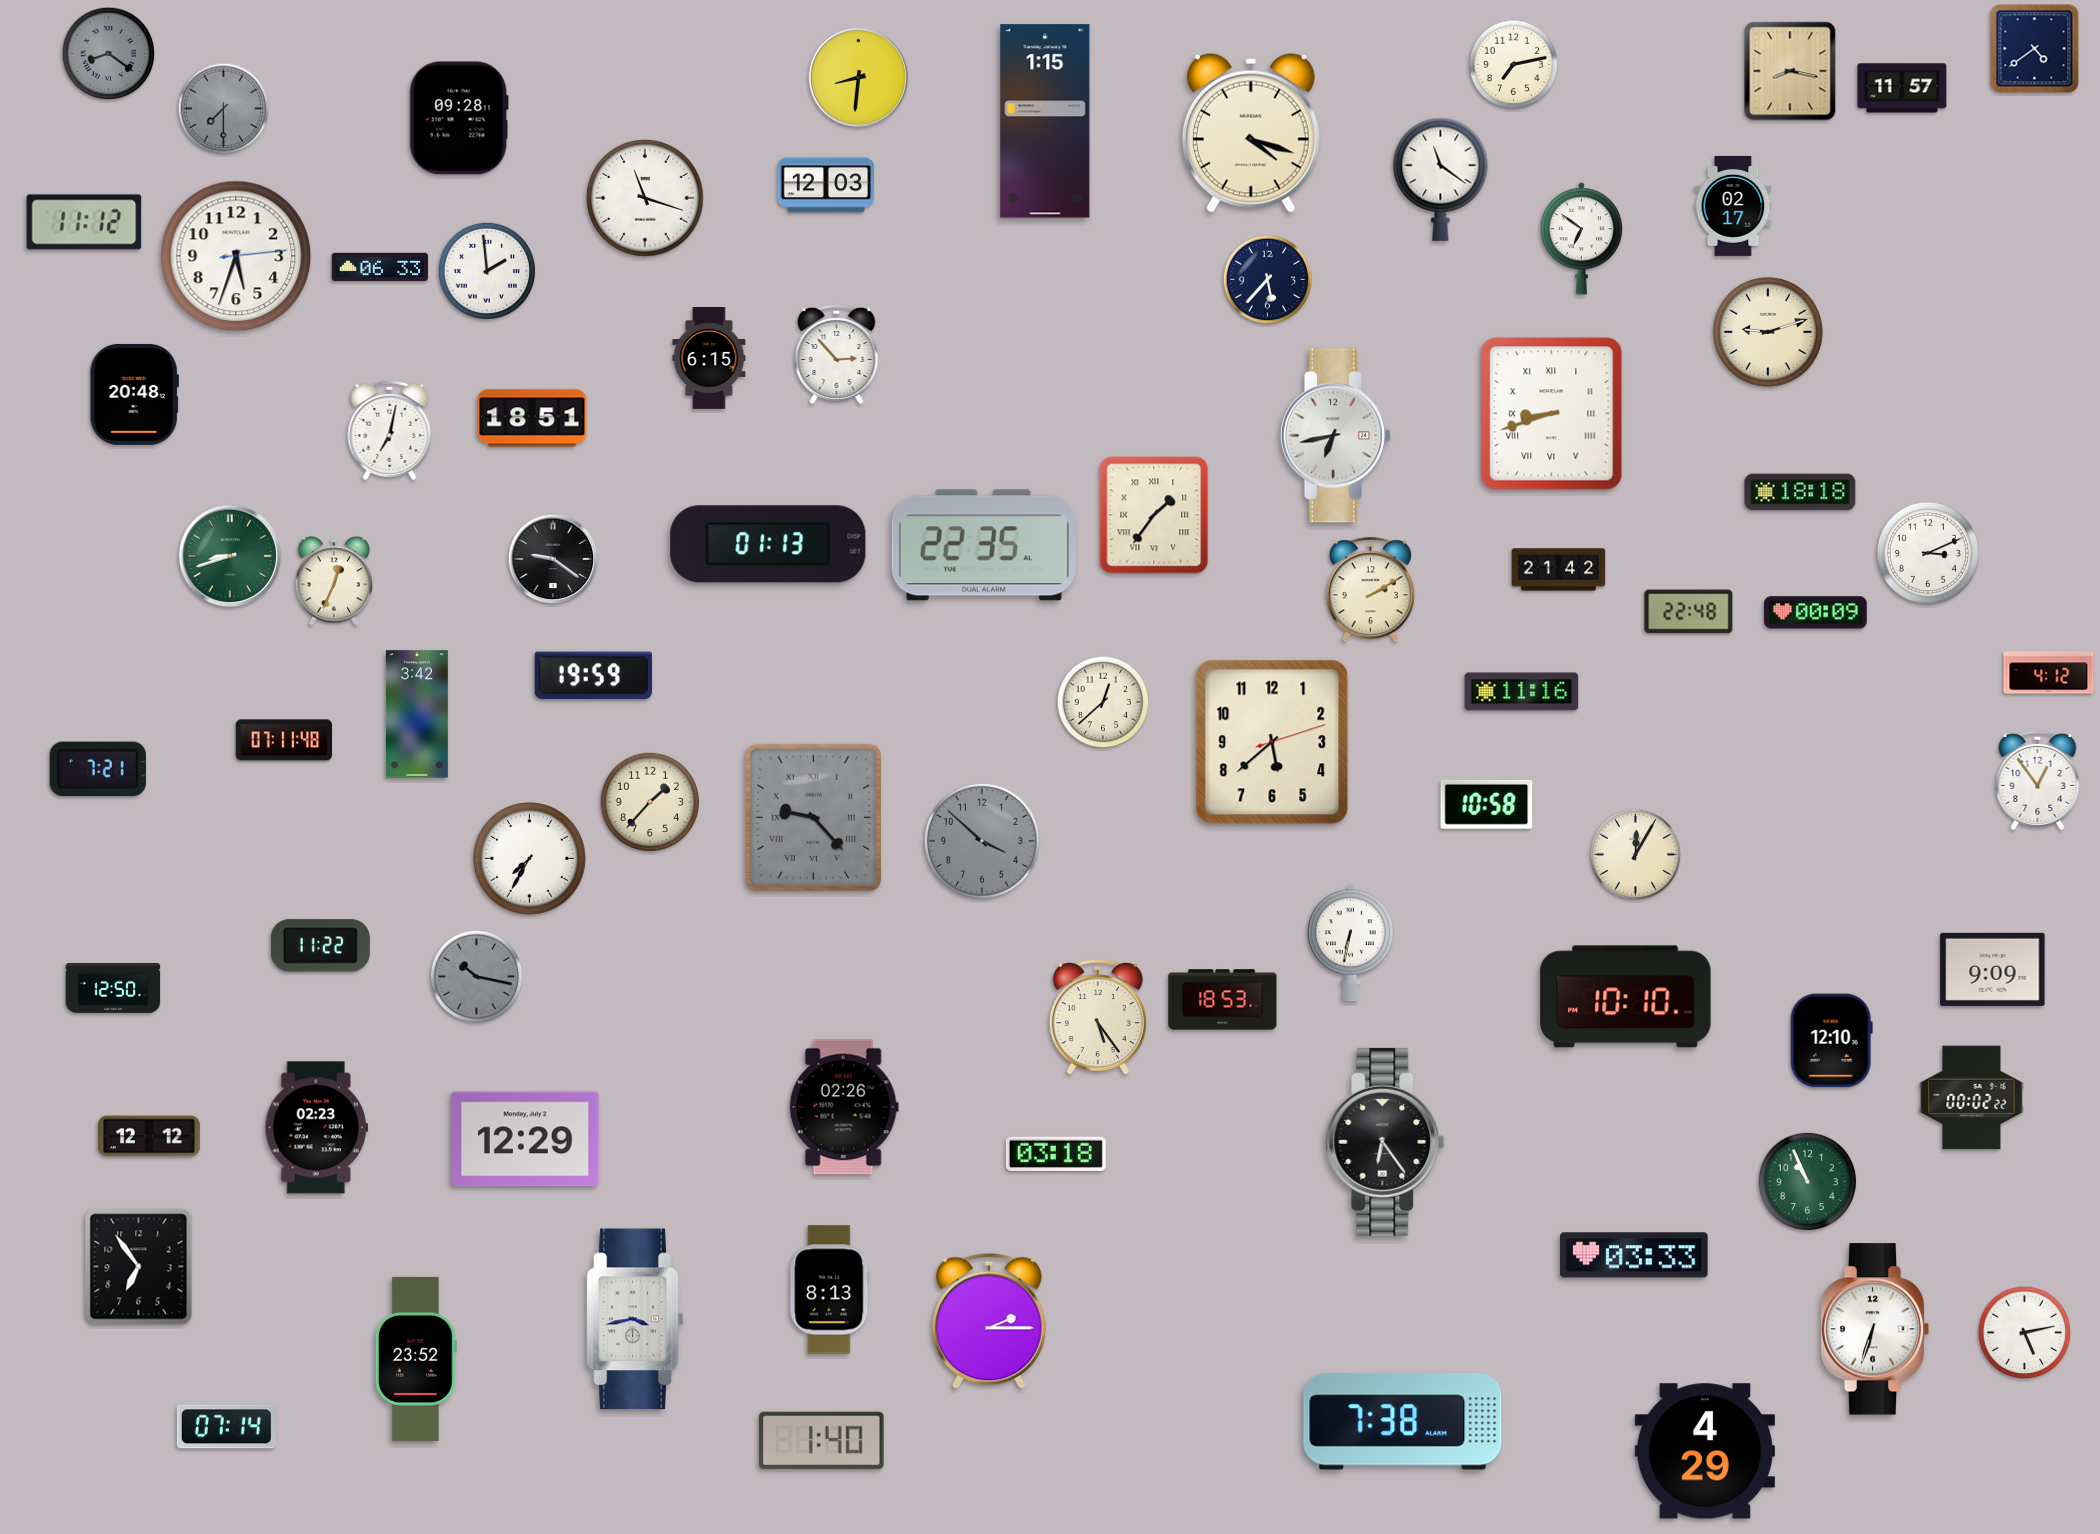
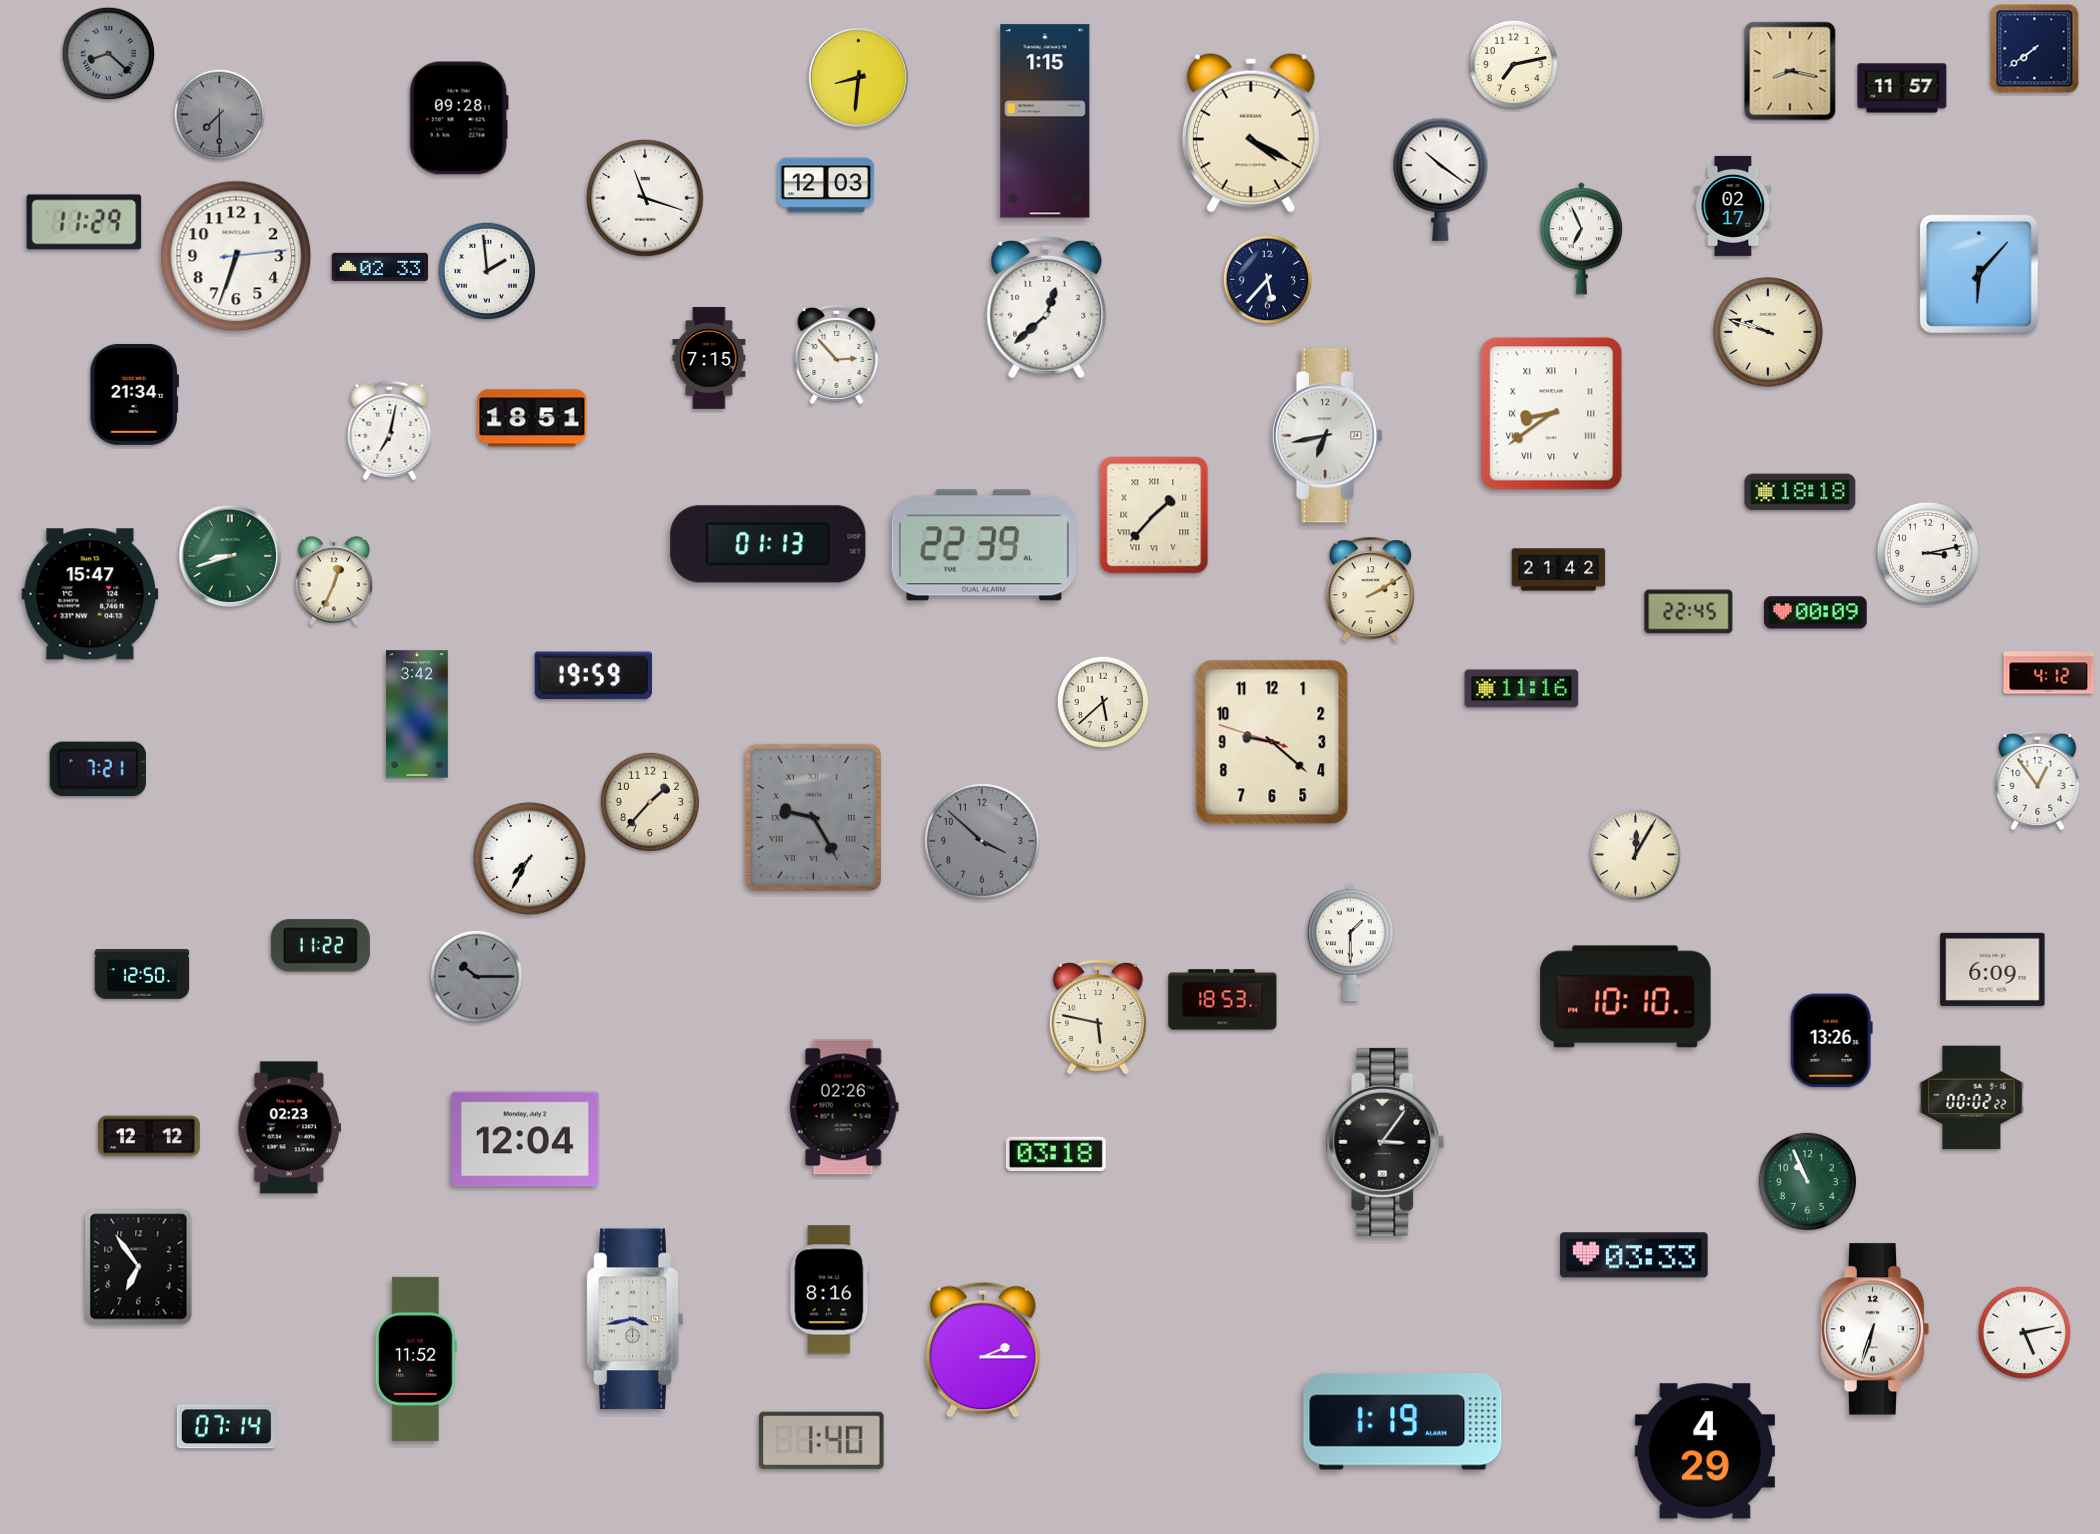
clock at (2035, 49): 4:39 -> 7:39
clock at (109, 54): 8:21 -> 8:22
clock at (224, 109) position: (224, 109) -> (220, 115)
clock at (1251, 133): 4:18 -> 4:20
clock at (1441, 179): 11:21 -> 10:21
clock at (84, 222): 11:12 -> 11:29
clock at (1581, 239): 6:51 -> 6:56
clock at (236, 256): 5:33 -> 6:33
clock at (380, 267): 06:33 -> 02:33
clock at (1979, 274): none -> 6:07
clock at (1047, 307): none -> 12:38
clock at (1768, 332): 9:12 -> 9:48
clock at (709, 358): 6:15 -> 7:15
clock at (134, 394): 20:48 -> 21:34
clock at (1552, 414): 8:42 -> 8:39
clock at (1335, 436) position: (1335, 436) -> (1327, 436)
clock at (1154, 515): 1:36 -> 1:37
clock at (984, 545): 22:35 -> 22:39
clock at (1928, 553): 3:11 -> 3:13
clock at (553, 559): 9:21 -> none
clock at (90, 594): none -> 15:47
clock at (1689, 612): 22:48 -> 22:45
clock at (1522, 692) position: (1522, 692) -> (1522, 689)
clock at (1103, 702): 12:38 -> 5:38
clock at (283, 740): 07:11 -> none
clock at (1272, 742): 5:38 -> 9:21
clock at (1487, 804): 10:58 -> none
clock at (813, 817): 9:23 -> 9:25
clock at (1351, 943): 6:32 -> 1:30
clock at (1993, 969): 9:09 -> 6:09
clock at (477, 977): 10:17 -> 10:15
clock at (113, 989) position: (113, 989) -> (142, 975)
clock at (1098, 1017): 5:24 -> 5:47
clock at (1831, 1041): 12:10 -> 13:26
clock at (316, 1128) position: (316, 1128) -> (289, 1128)
clock at (525, 1139): 12:29 -> 12:04
clock at (1385, 1142): 6:24 -> 3:06
clock at (830, 1290): 8:13 -> 8:16
clock at (989, 1321) position: (989, 1321) -> (983, 1350)
clock at (416, 1359): 23:52 -> 11:52
clock at (1403, 1422): 7:38 -> 1:19
